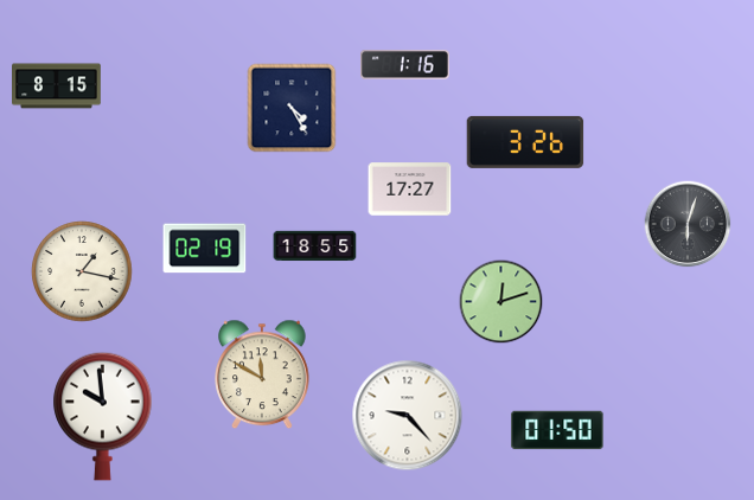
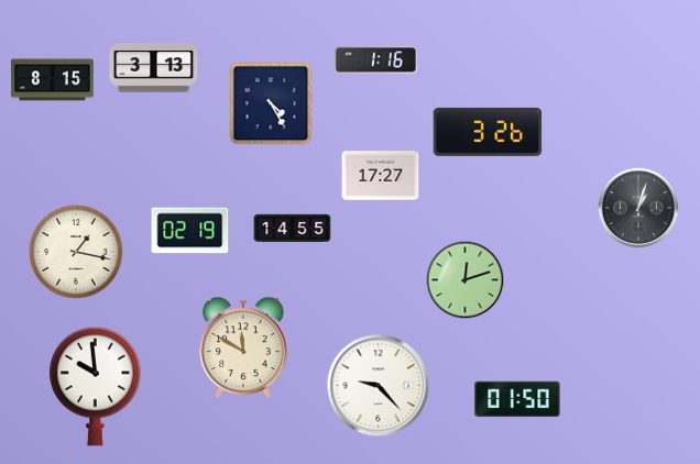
clock at (154, 68): none -> 3:13
clock at (292, 108) position: (292, 108) -> (271, 103)
clock at (688, 224): 6:03 -> 1:03
clock at (315, 246): 18:55 -> 14:55
